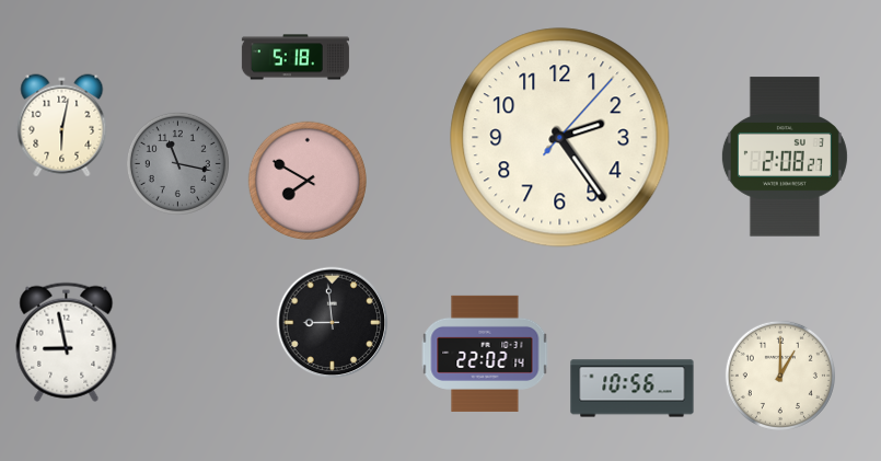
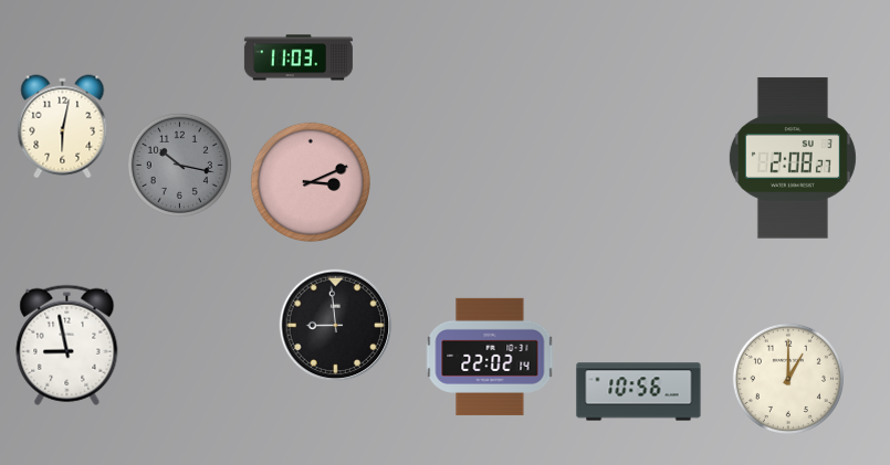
clock at (295, 57): 5:18 -> 11:03
clock at (560, 138): 2:24 -> none
clock at (177, 163): 11:17 -> 10:17
clock at (306, 180): 7:50 -> 3:11
